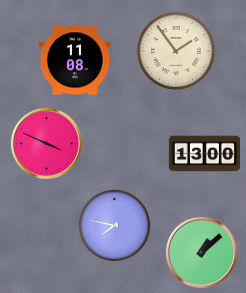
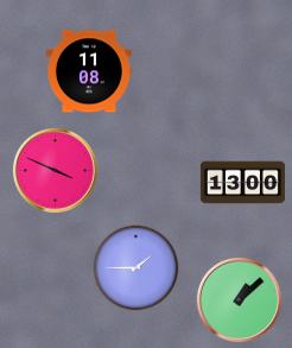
clock at (176, 51): 1:54 -> none
clock at (115, 226): 7:47 -> 1:45
